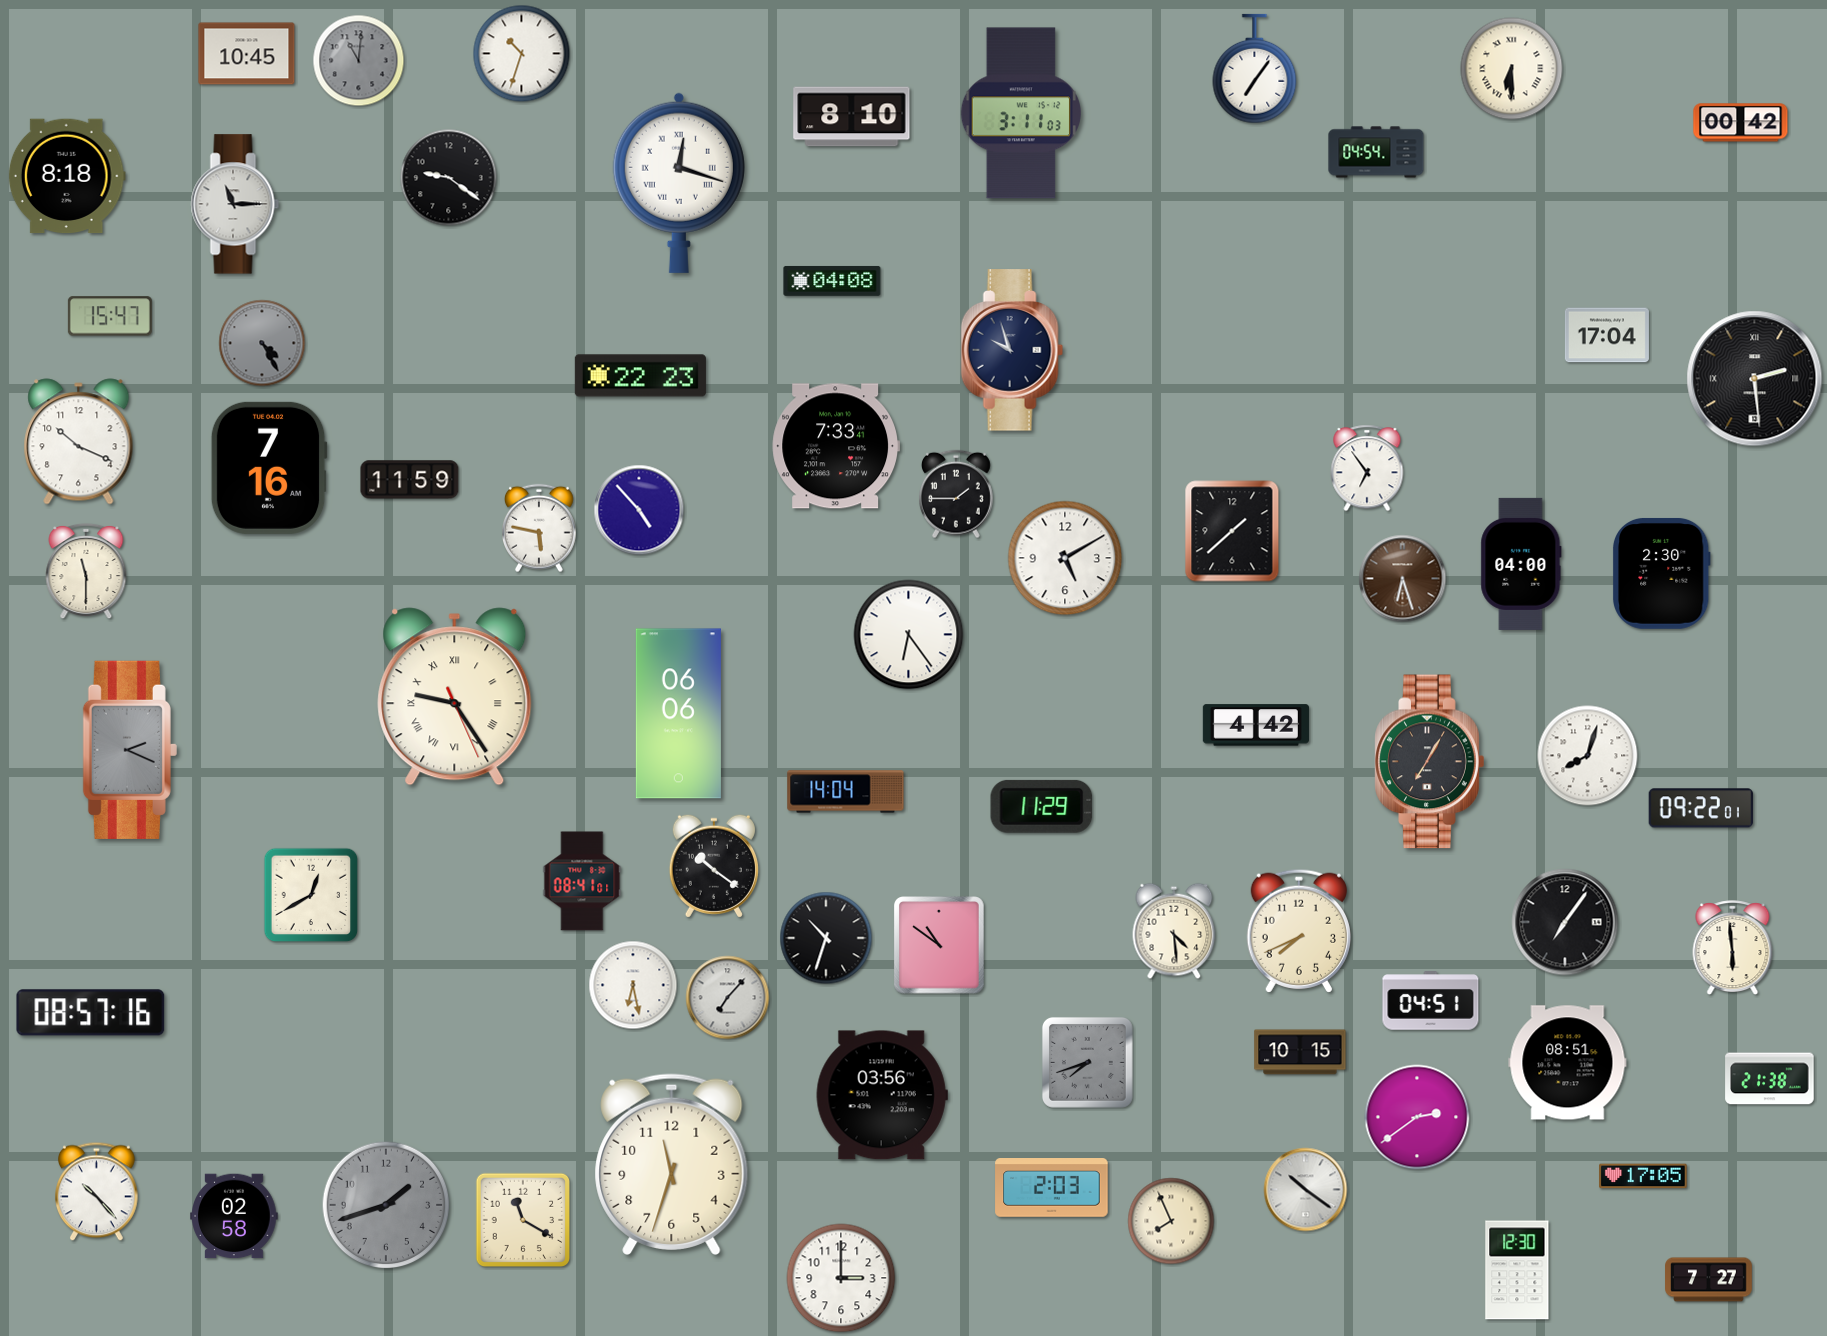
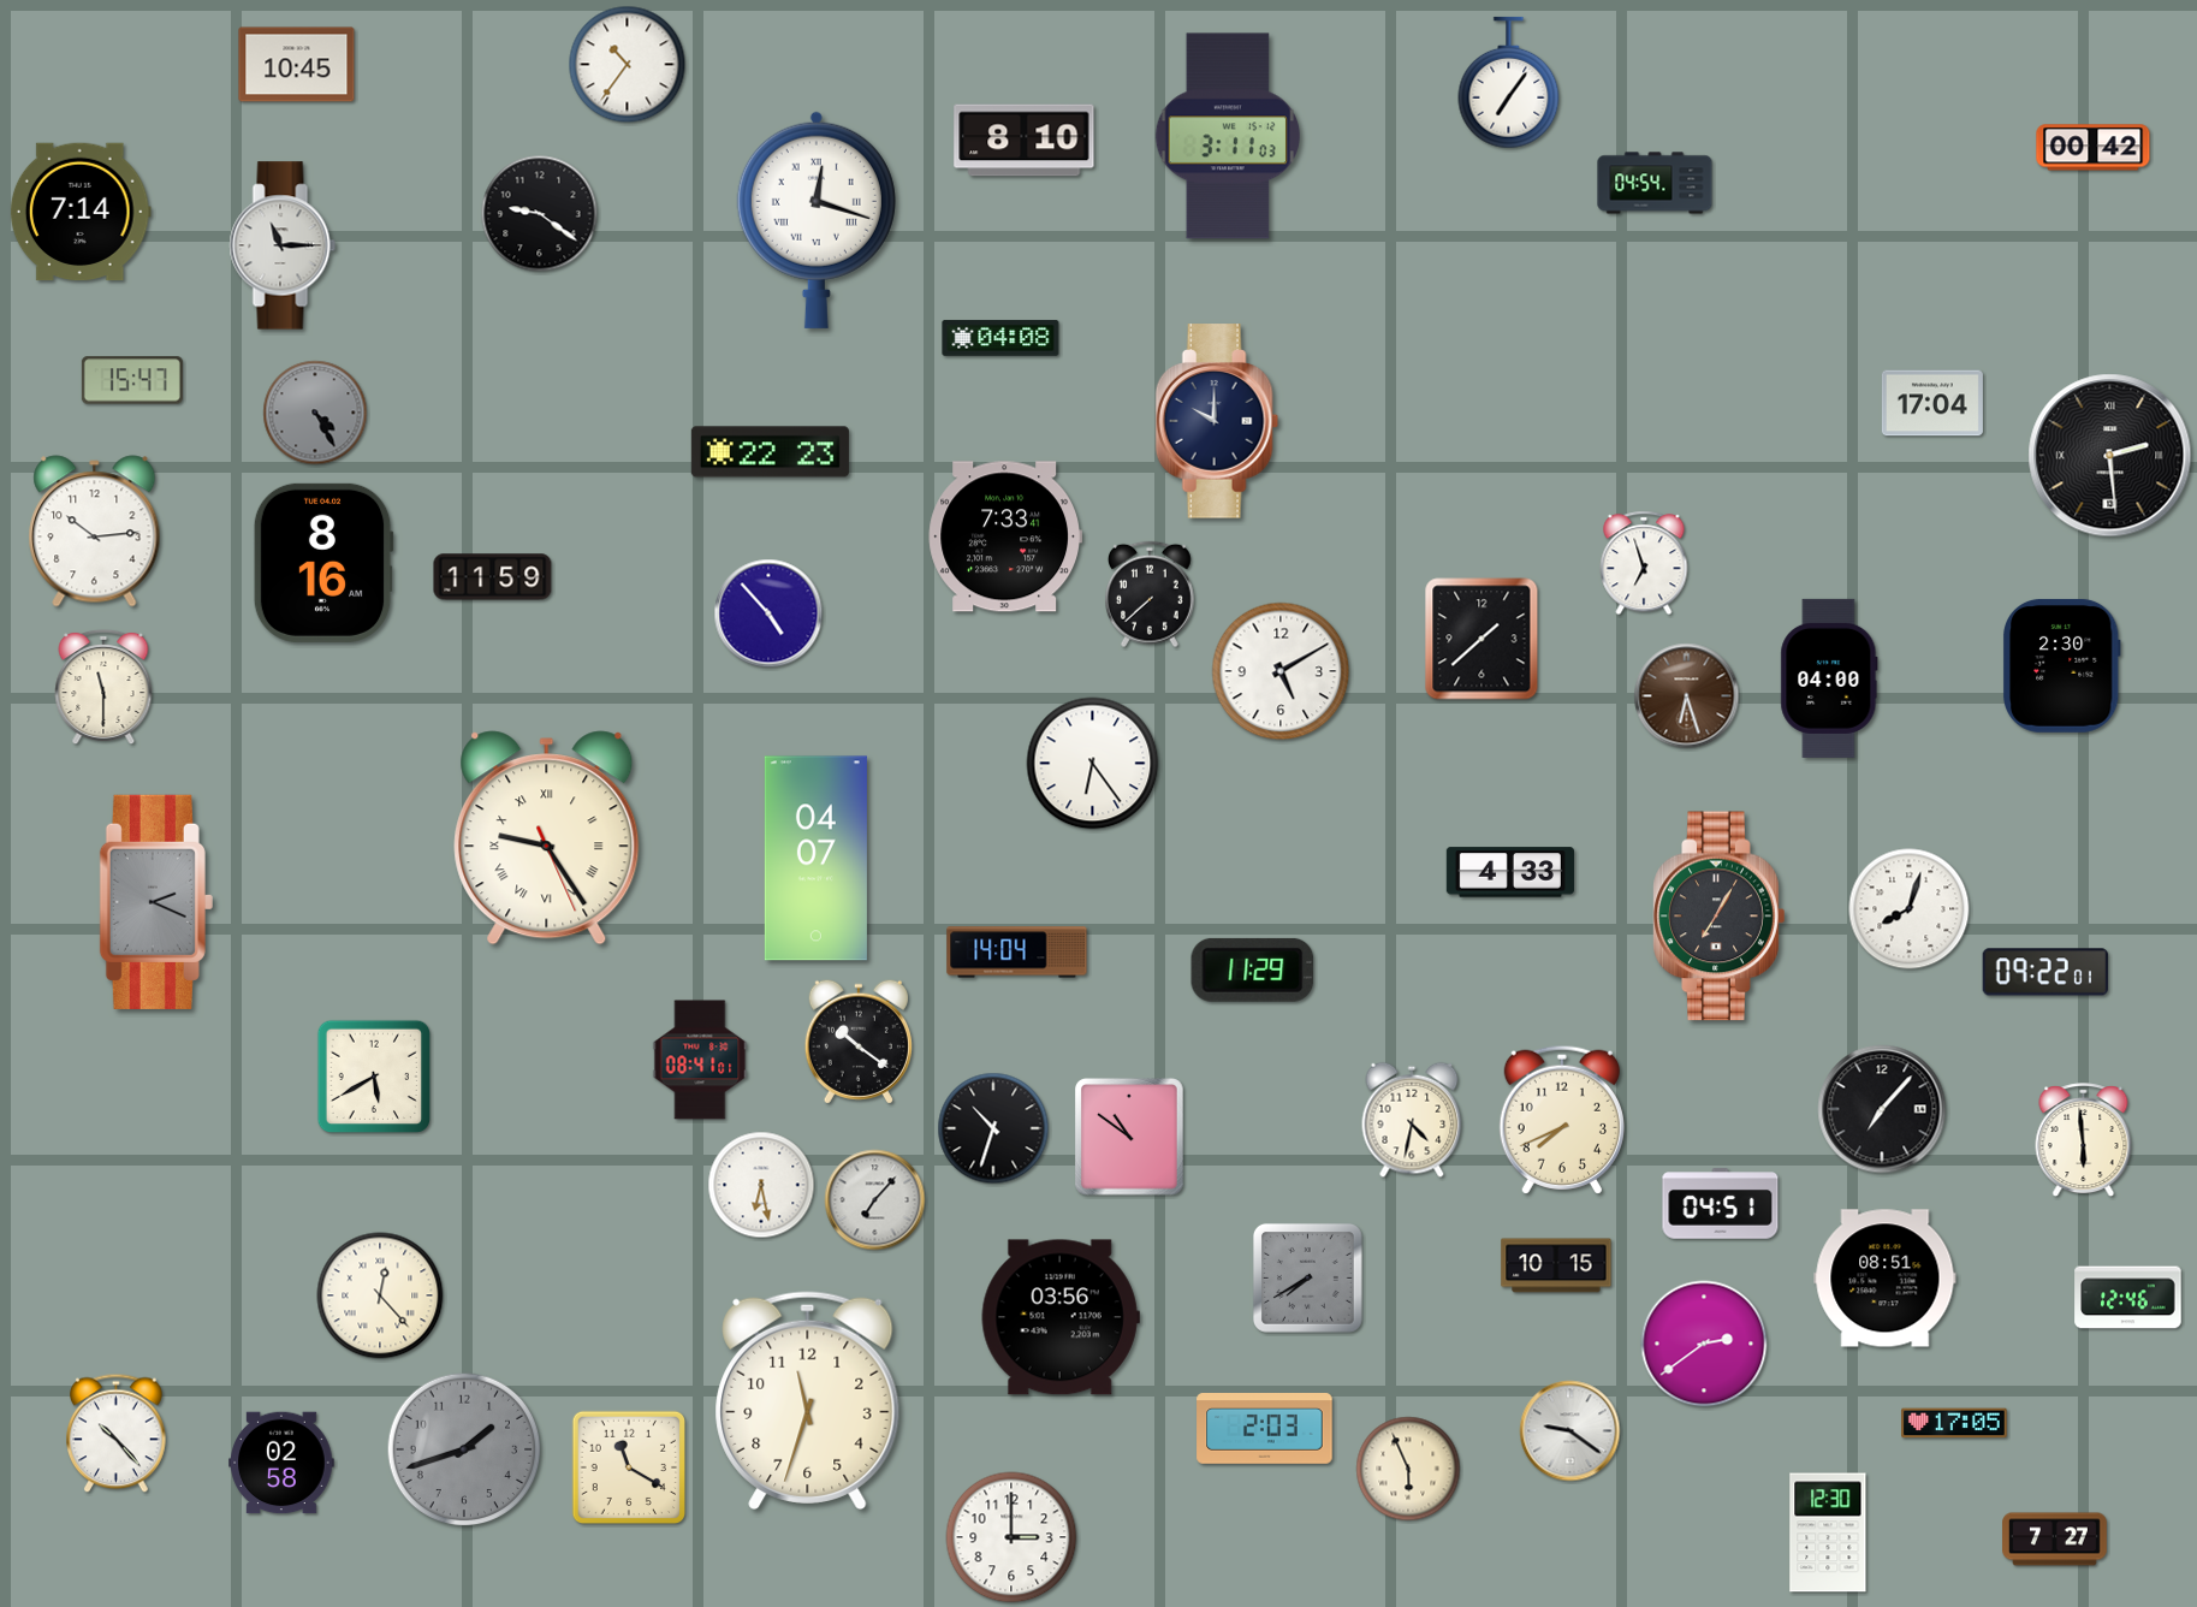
clock at (522, 54): 10:33 -> 10:36
clock at (359, 61): 11:01 -> none
clock at (1512, 69): 6:30 -> none
clock at (67, 176): 8:18 -> 7:14
clock at (1012, 350): 9:57 -> 10:00
clock at (79, 442): 10:19 -> 10:14
clock at (269, 468): 7:16 -> 8:16
clock at (1367, 468): 6:54 -> 6:57
clock at (957, 494): 1:45 -> 7:38
clock at (540, 528): 5:47 -> none
clock at (1661, 573) position: (1661, 573) -> (2061, 665)
clock at (678, 714): 06:06 -> 04:07
clock at (1256, 725): 4:42 -> 4:33
clock at (311, 895): 12:40 -> 5:40
clock at (1565, 922): 7:06 -> 7:07
clock at (1174, 931): 4:29 -> 4:32
clock at (91, 1013): 08:57 -> none
clock at (1300, 1052) position: (1300, 1052) -> (1556, 1265)
clock at (1087, 1062): 7:42 -> 7:40
clock at (380, 1295): none -> 12:23
clock at (1770, 1079): 21:38 -> 12:46
clock at (1643, 1176) position: (1643, 1176) -> (1954, 1423)
clock at (1306, 1190): 10:21 -> 9:21
clock at (1171, 1221): 7:56 -> 5:56
clock at (1517, 1270) position: (1517, 1270) -> (1828, 1532)
